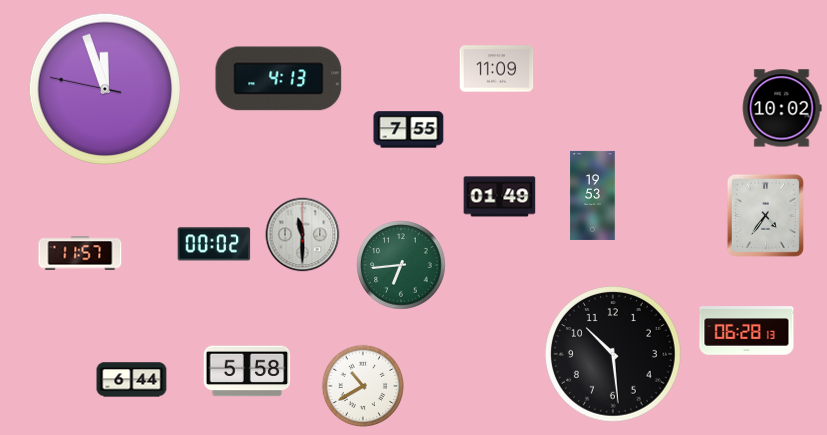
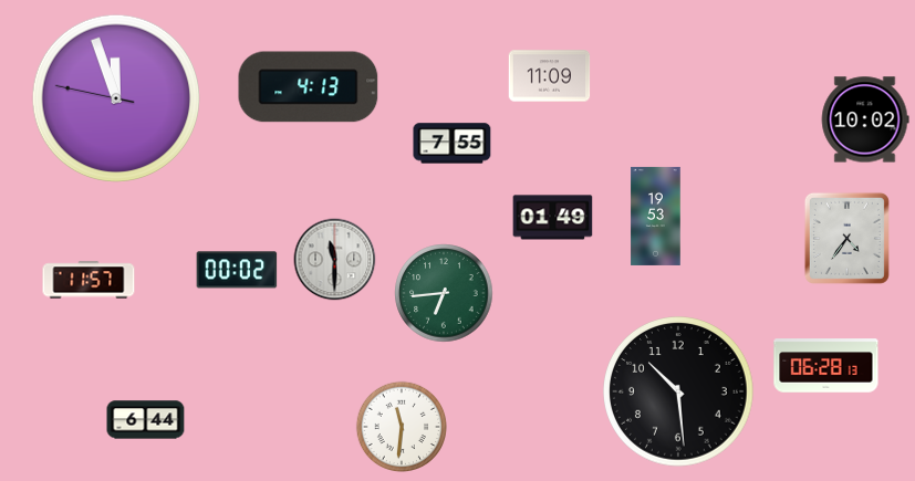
clock at (247, 371): 5:58 -> none
clock at (362, 385): 10:40 -> 11:31
